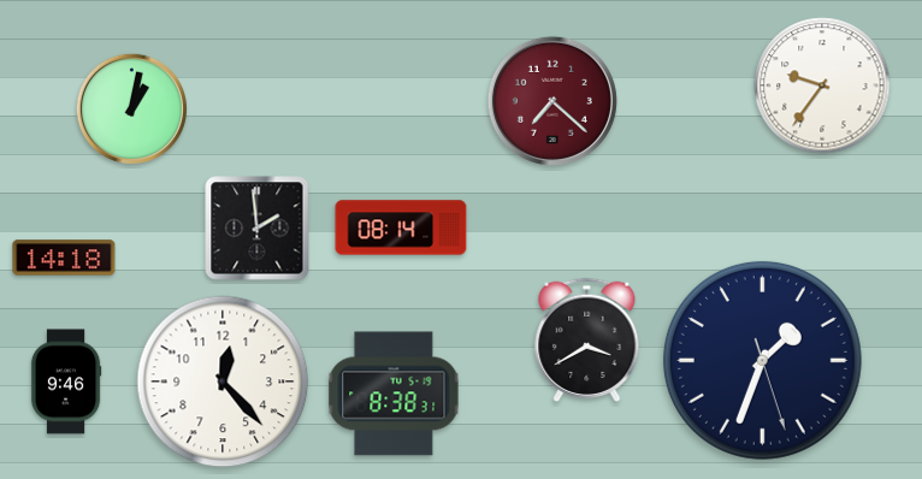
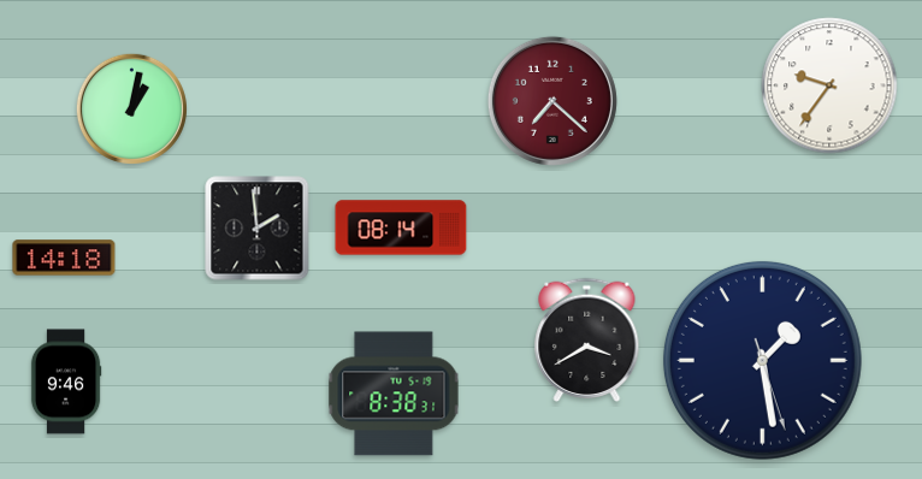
clock at (822, 85) position: (822, 85) -> (829, 85)
clock at (762, 360): 1:33 -> 1:28
clock at (223, 382): 12:23 -> none
